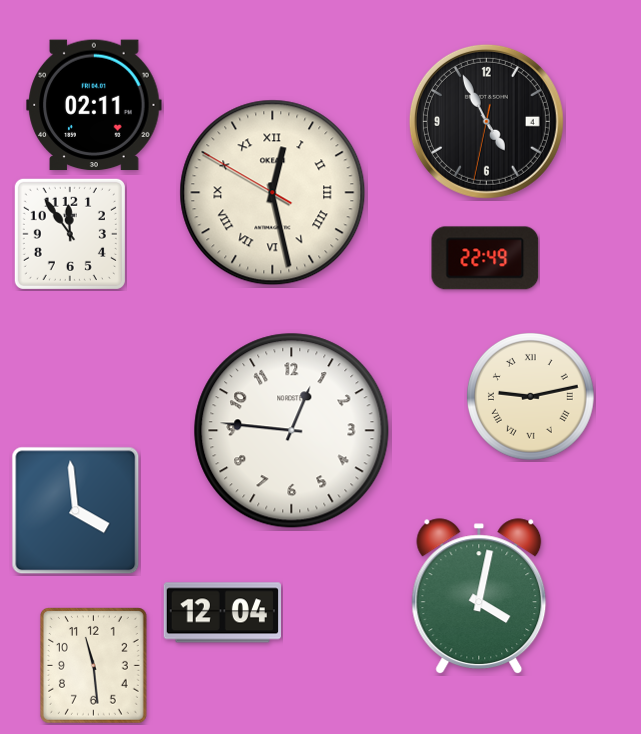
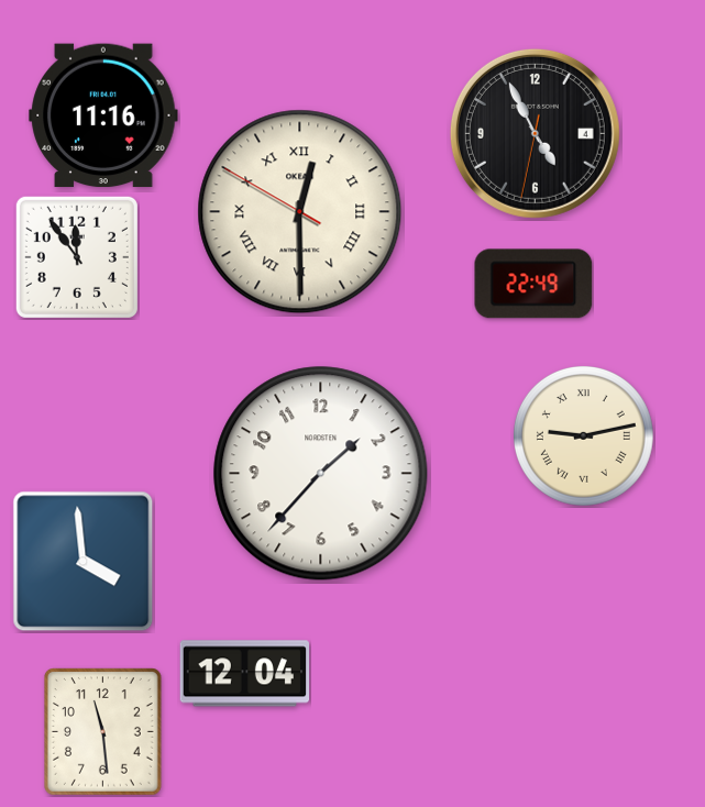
clock at (94, 105): 02:11 -> 11:16
clock at (273, 193): 12:27 -> 12:29
clock at (292, 431): 12:46 -> 1:37
clock at (479, 596): 4:02 -> none
